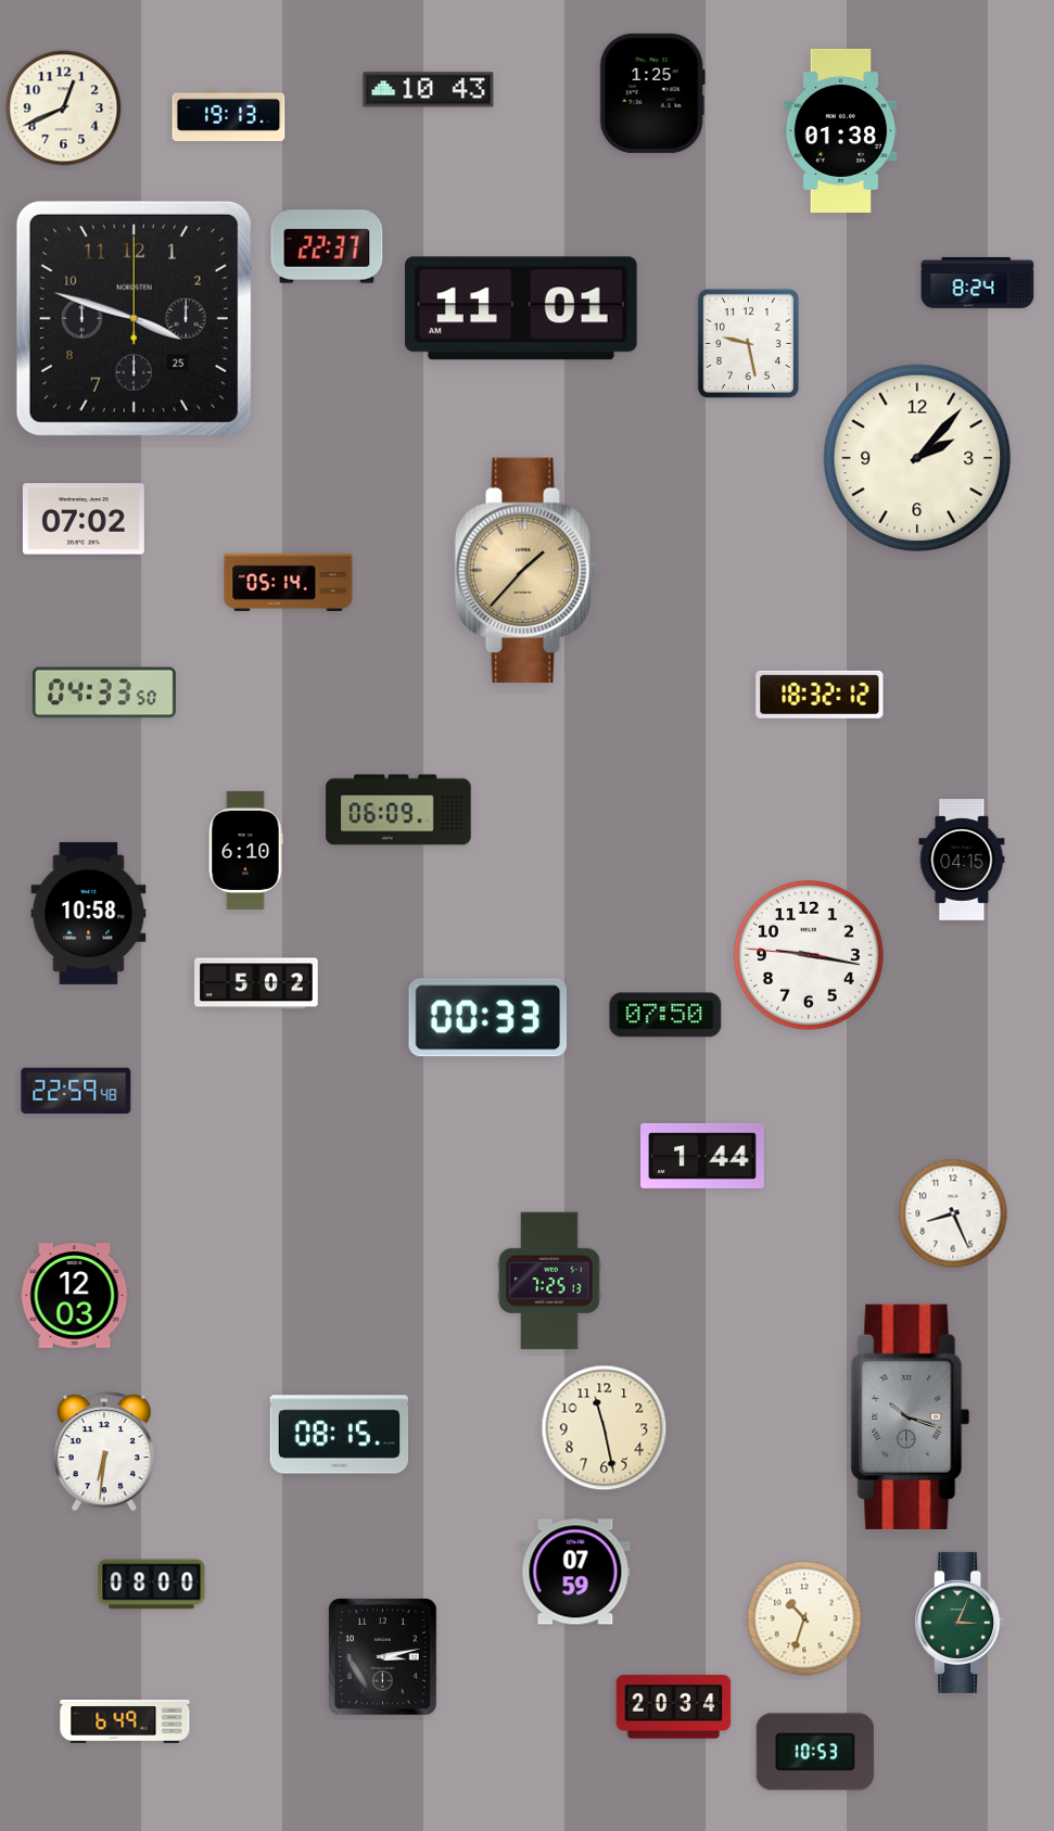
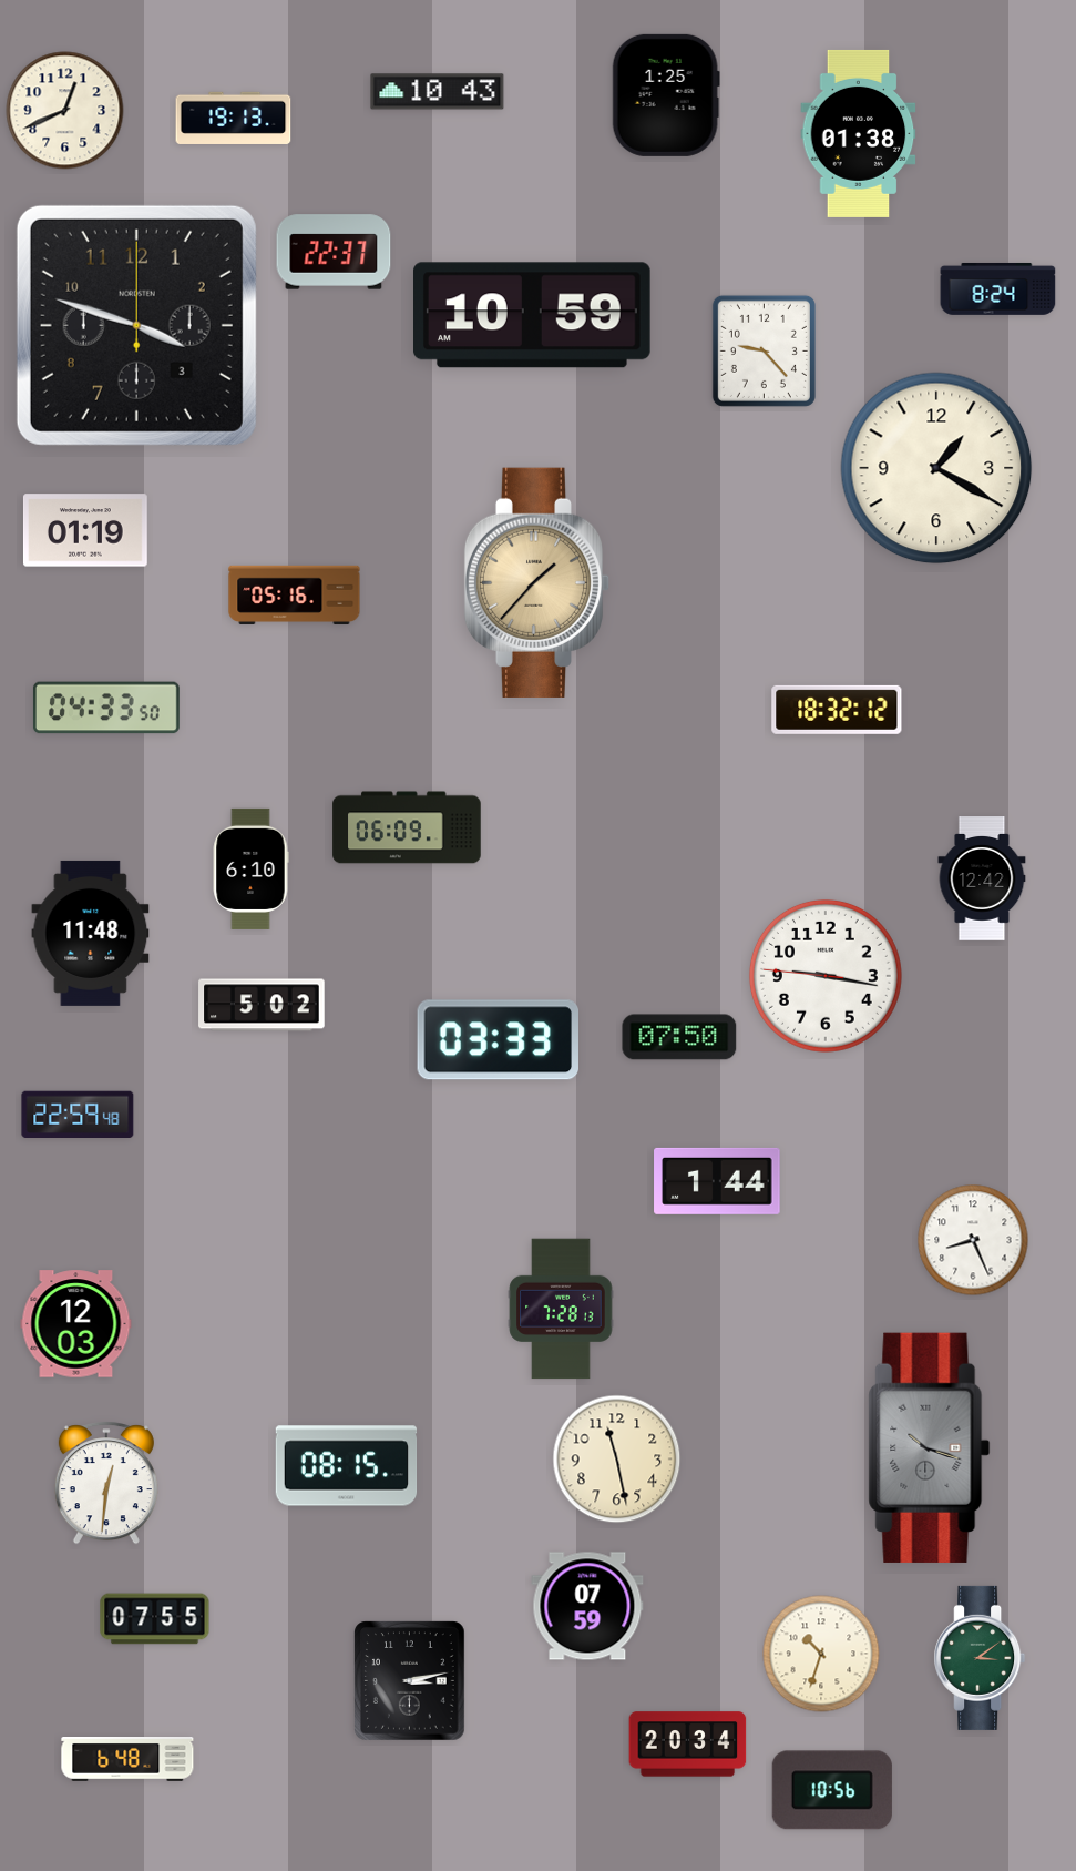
clock at (522, 308): 11:01 -> 10:59
clock at (134, 318) date: 25 -> 3
clock at (748, 343): 9:28 -> 9:23
clock at (917, 458): 2:07 -> 1:20
clock at (84, 519): 07:02 -> 01:19
clock at (289, 582): 05:14 -> 05:16
clock at (962, 861): 04:15 -> 12:42
clock at (89, 913): 10:58 -> 11:48
clock at (487, 1018): 00:33 -> 03:33
clock at (549, 1281): 7:25 -> 7:28
clock at (104, 1451): 6:31 -> 12:31
clock at (152, 1585): 08:00 -> 07:55
clock at (960, 1623): 3:04 -> 3:09
clock at (383, 1657) position: (383, 1657) -> (410, 1681)
clock at (125, 1722): 6:49 -> 6:48
clock at (815, 1752): 10:53 -> 10:56
